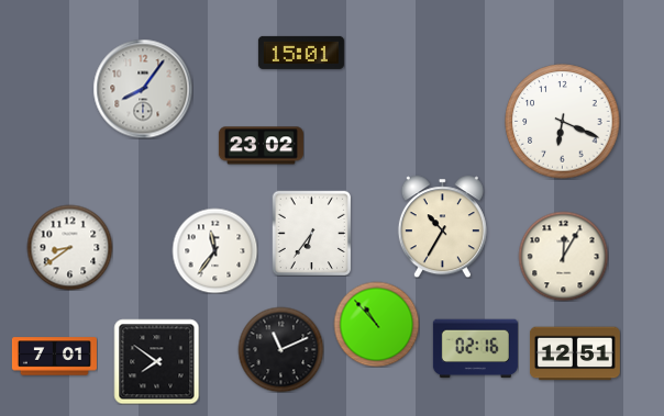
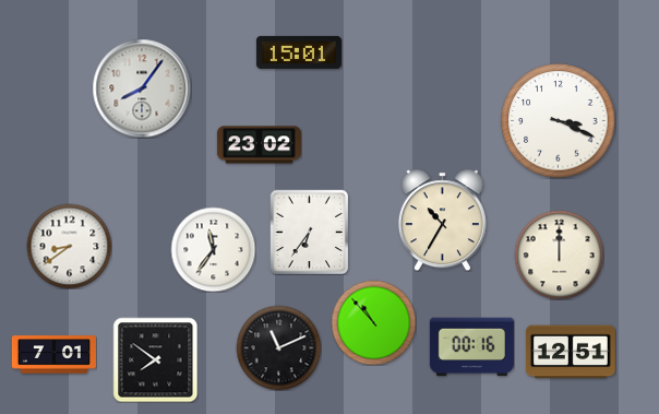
clock at (563, 122): 6:19 -> 3:19
clock at (442, 226) position: (442, 226) -> (442, 220)
clock at (563, 256): 12:05 -> 12:00
clock at (475, 349): 02:16 -> 00:16
